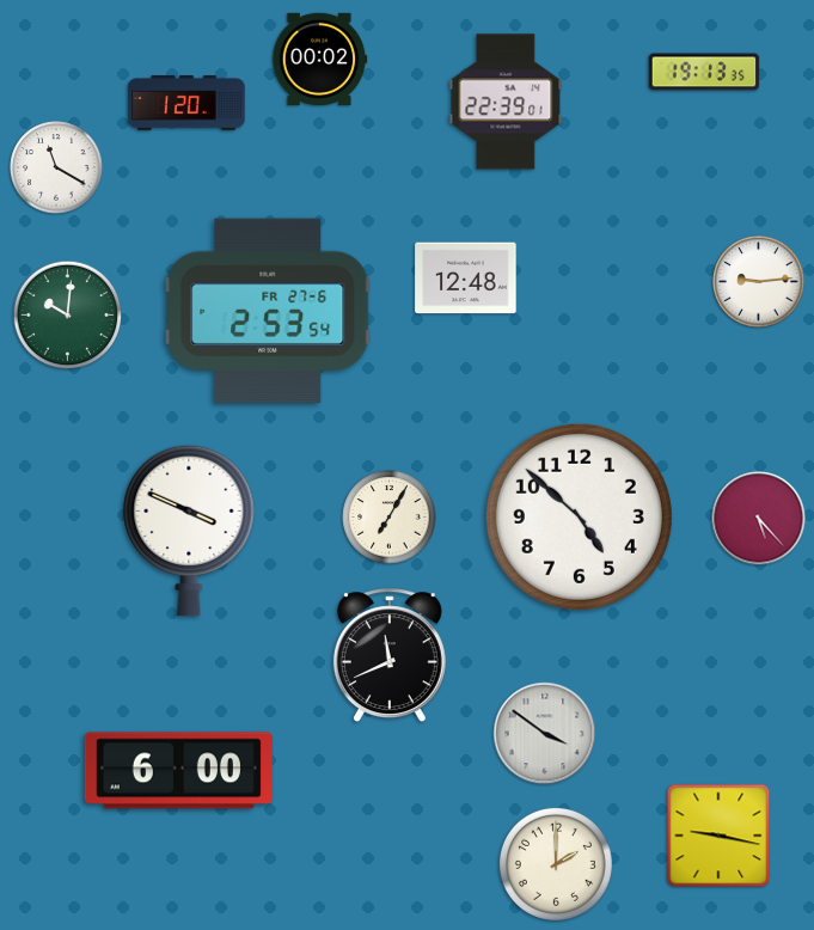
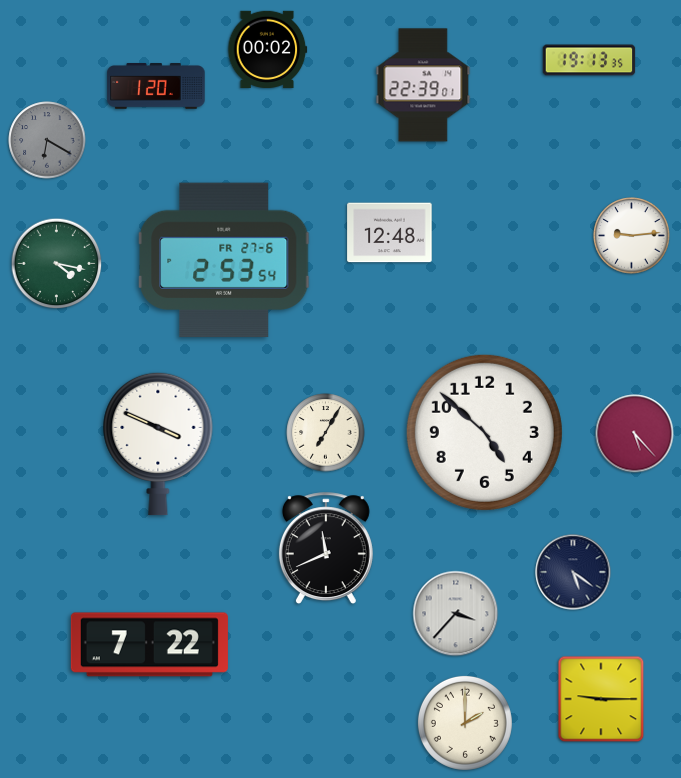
clock at (56, 167): 11:20 -> 6:20
clock at (56, 167) dial: white -> grey
clock at (759, 282) position: (759, 282) -> (632, 236)
clock at (68, 316): 10:01 -> 4:17
clock at (573, 572): none -> 5:21
clock at (545, 734): 3:51 -> 3:37
clock at (178, 771): 6:00 -> 7:22
clock at (718, 836): 9:17 -> 9:15
